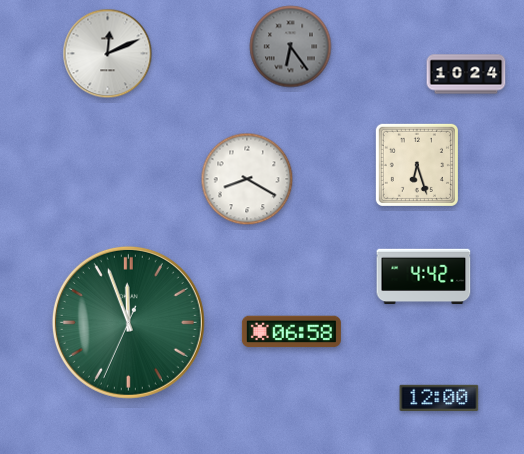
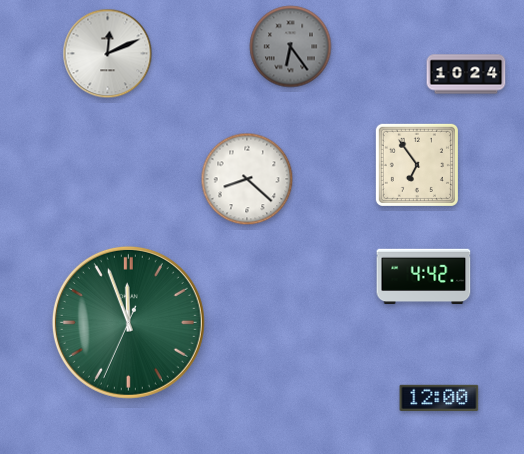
clock at (417, 165): 6:27 -> 6:54
clock at (247, 179): 8:20 -> 8:22
clock at (291, 332): 06:58 -> none
